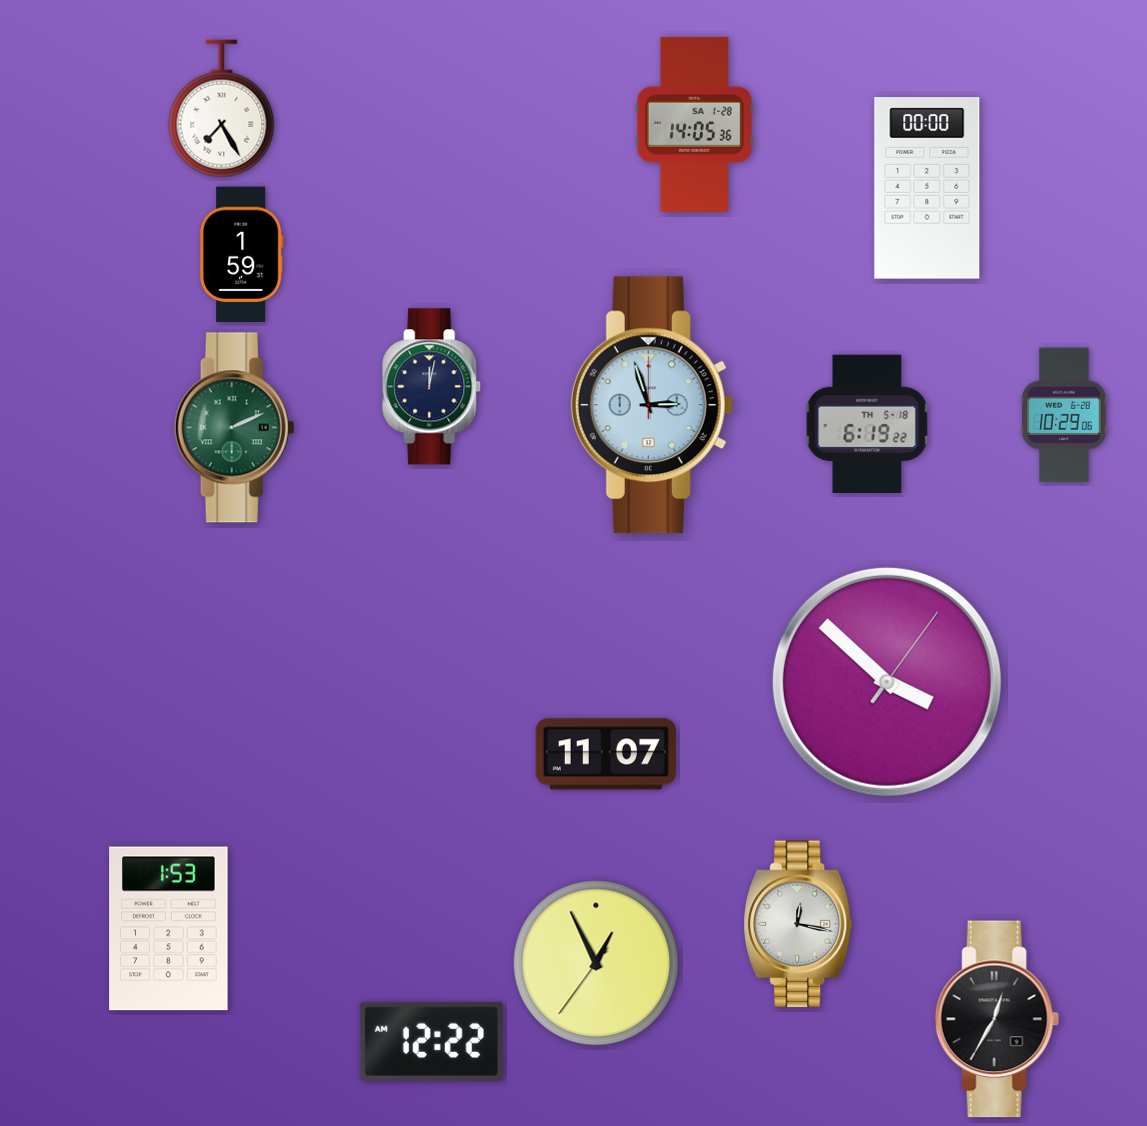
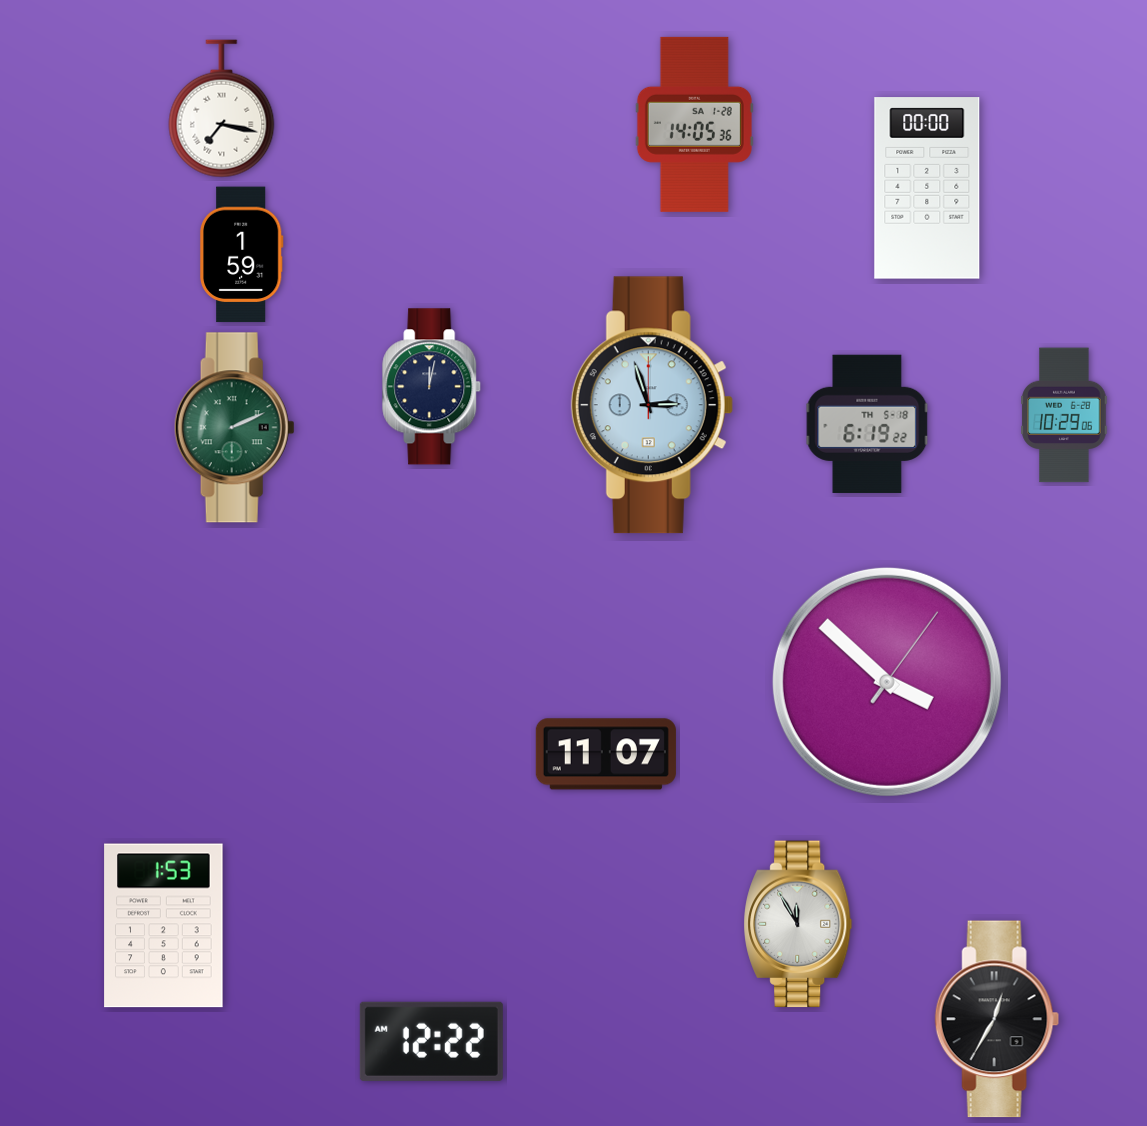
clock at (222, 109): 7:25 -> 7:17
clock at (798, 924): 12:17 -> 11:55
clock at (169, 929) position: (169, 929) -> (164, 926)
clock at (596, 963): 12:55 -> none
